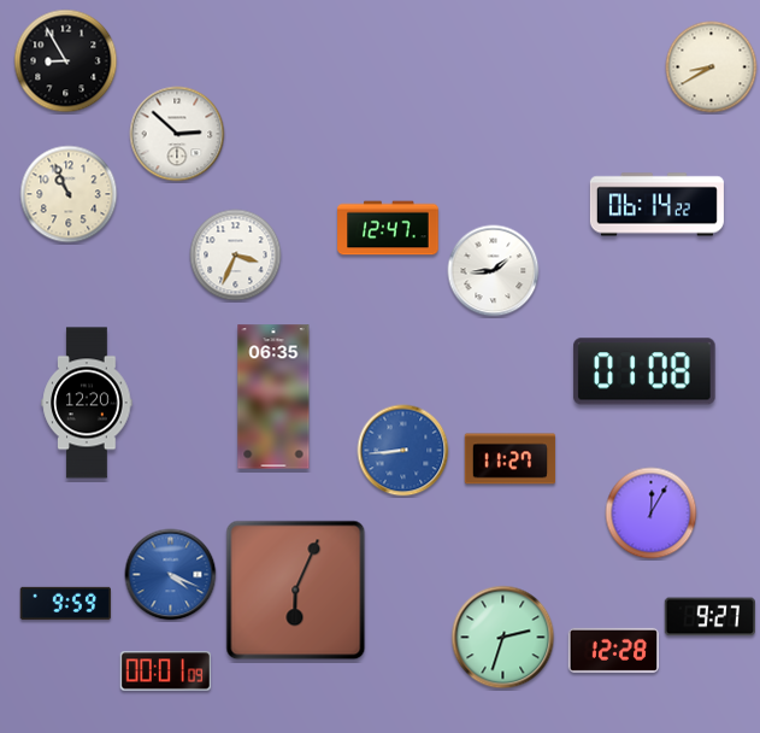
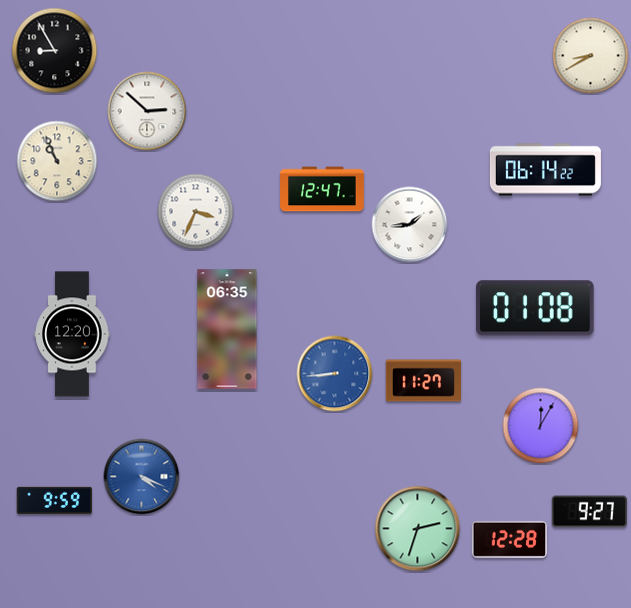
clock at (296, 591): 6:04 -> none
clock at (166, 672): 00:01 -> none
